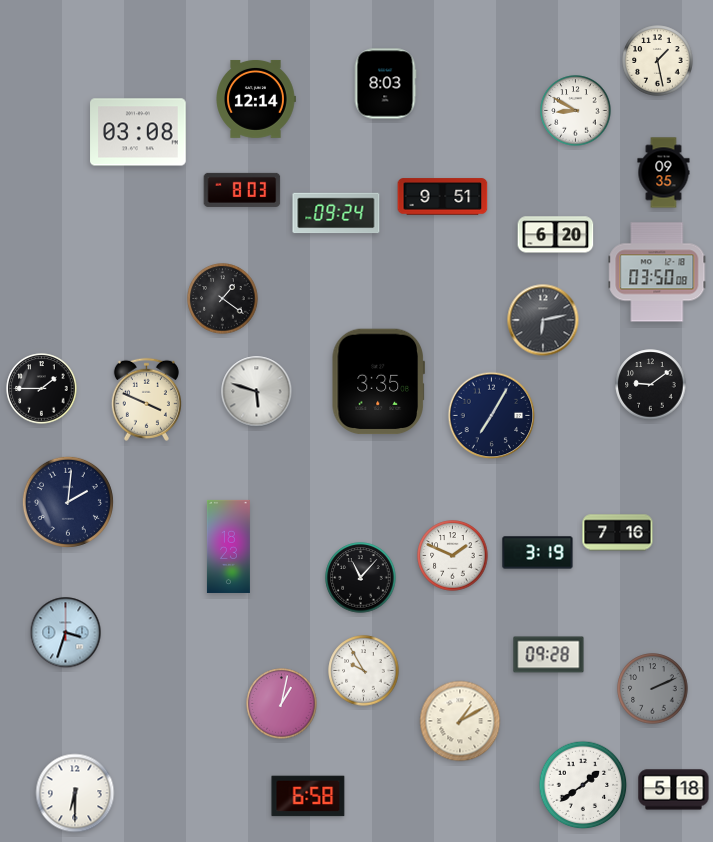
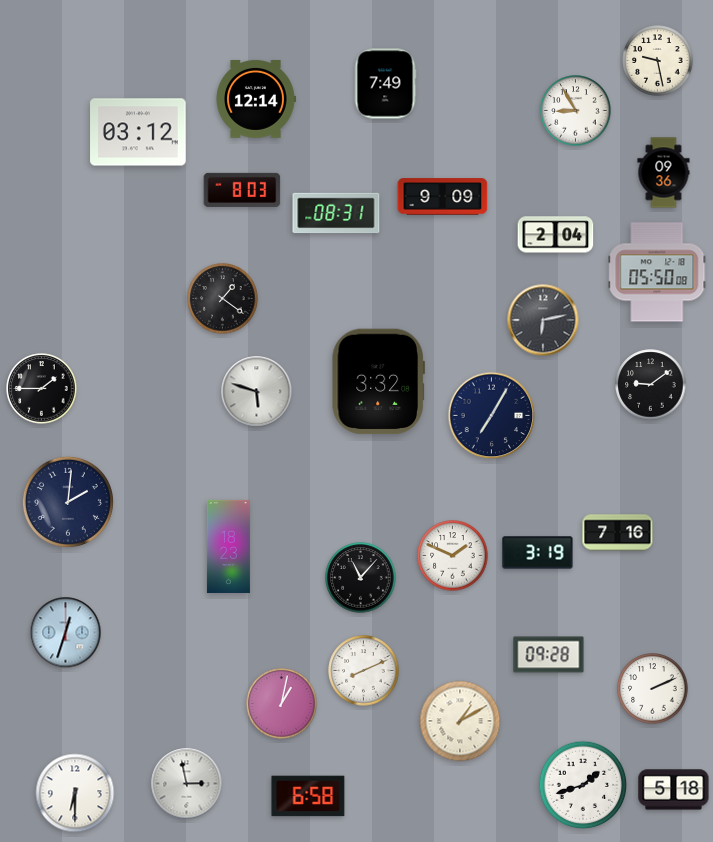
clock at (658, 61): 1:28 -> 9:28
clock at (385, 84): 8:03 -> 7:49
clock at (576, 111): 8:50 -> 8:55
clock at (138, 132): 03:08 -> 03:12
clock at (664, 173): 09:35 -> 09:36
clock at (443, 197): 9:51 -> 9:09
clock at (336, 213): 09:24 -> 08:31
clock at (556, 235): 6:20 -> 2:04
clock at (657, 272): 03:50 -> 05:50
clock at (378, 382): 3:35 -> 3:32
clock at (146, 399): 3:49 -> none
clock at (66, 633): 3:33 -> 12:33
clock at (364, 671): 9:55 -> 8:11
clock at (653, 689) dial: grey -> white
clock at (187, 784): none -> 2:58
clock at (583, 785): 1:39 -> 1:42
